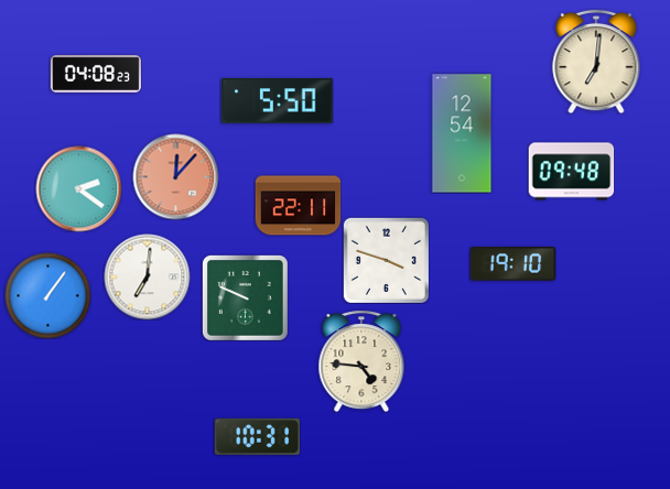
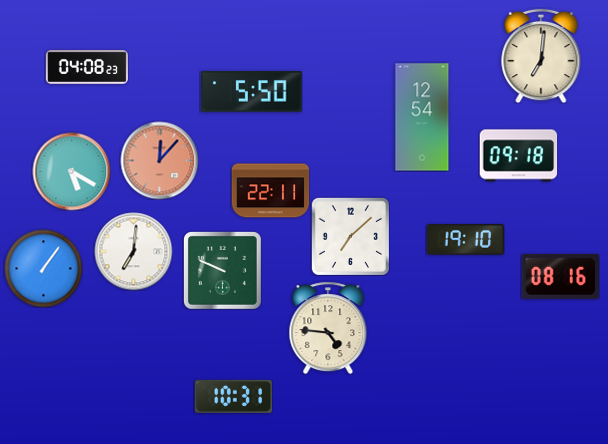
clock at (462, 133) position: (462, 133) -> (422, 117)
clock at (571, 172): 09:48 -> 09:18
clock at (78, 188): 2:21 -> 5:20
clock at (298, 206) position: (298, 206) -> (270, 191)
clock at (386, 260): 3:48 -> 7:08
clock at (560, 276): none -> 08:16
